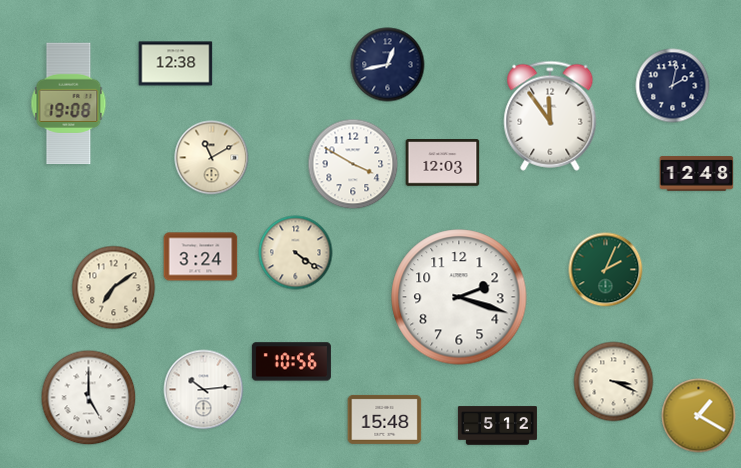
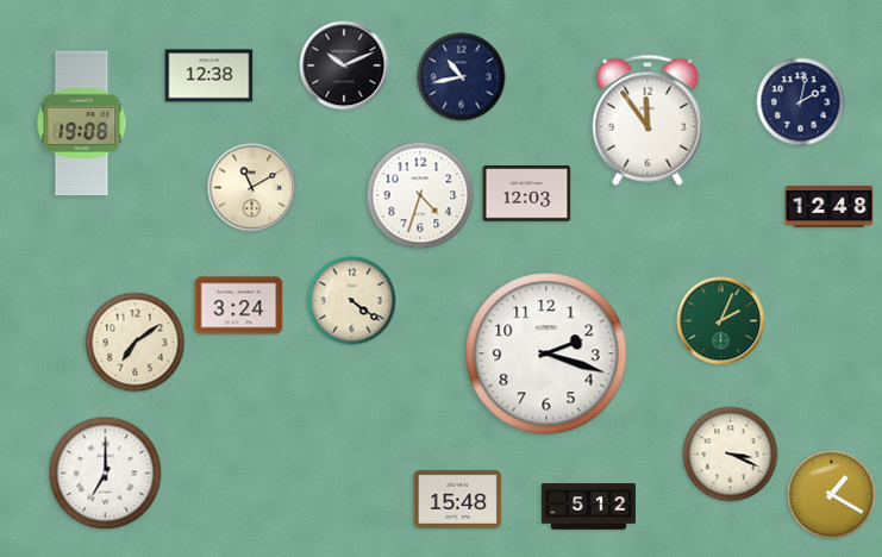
clock at (344, 65): none -> 10:11
clock at (388, 65): 12:43 -> 10:43
clock at (550, 116) position: (550, 116) -> (648, 120)
clock at (353, 164): 3:50 -> 4:33
clock at (291, 362): 10:56 -> none
clock at (204, 390): 10:14 -> none
clock at (89, 398): 5:00 -> 7:00
clock at (497, 426) position: (497, 426) -> (588, 507)
